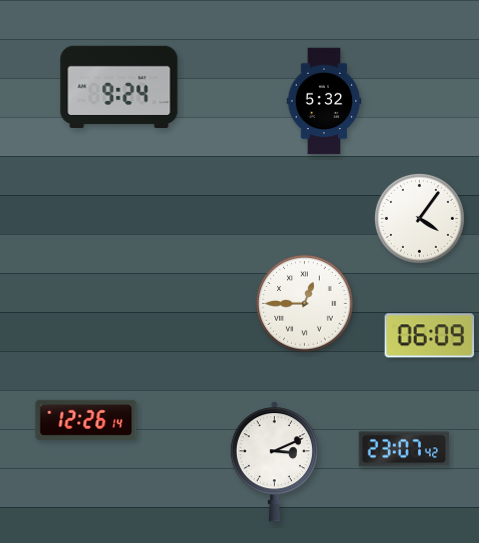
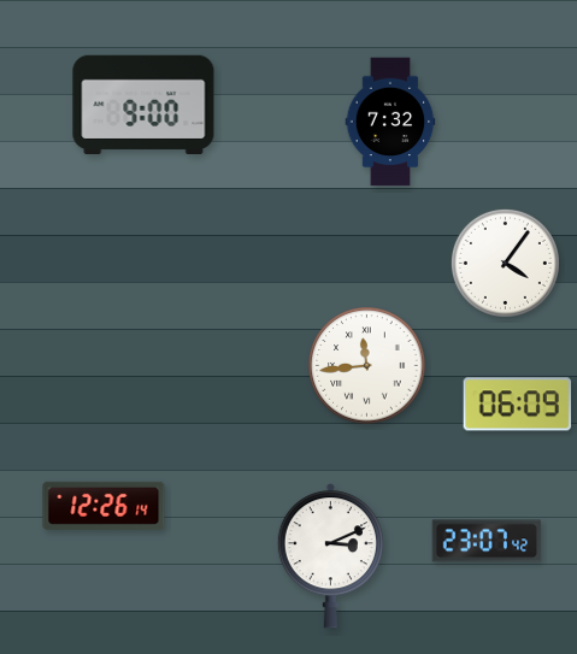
clock at (119, 86): 9:24 -> 9:00
clock at (324, 101): 5:32 -> 7:32
clock at (305, 304): 12:45 -> 11:44
